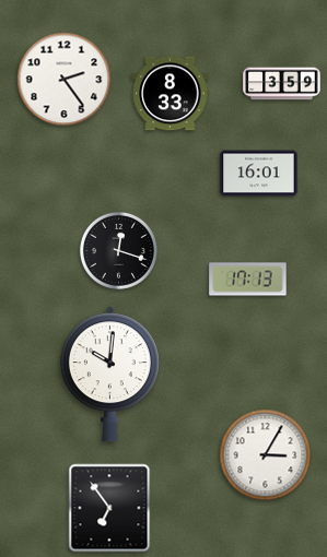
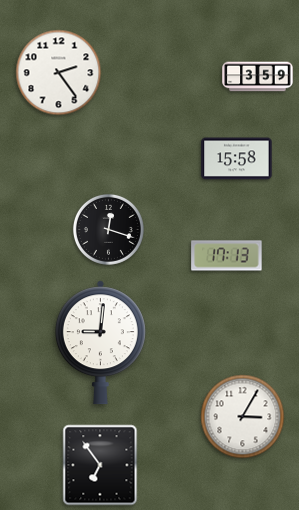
clock at (171, 94): 8:33 -> none
clock at (259, 174): 16:01 -> 15:58
clock at (109, 375): 10:01 -> 9:01
